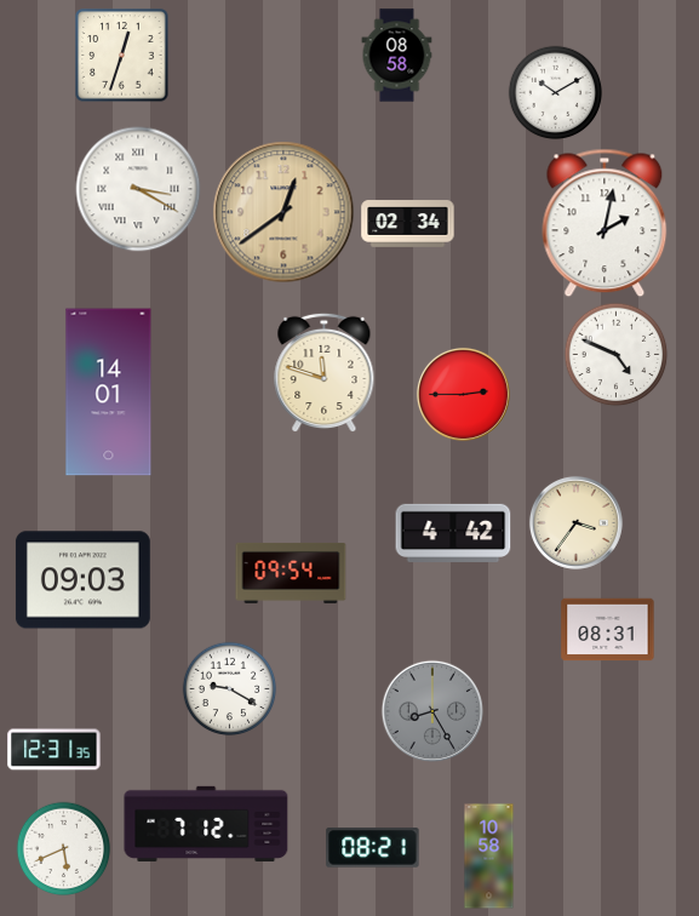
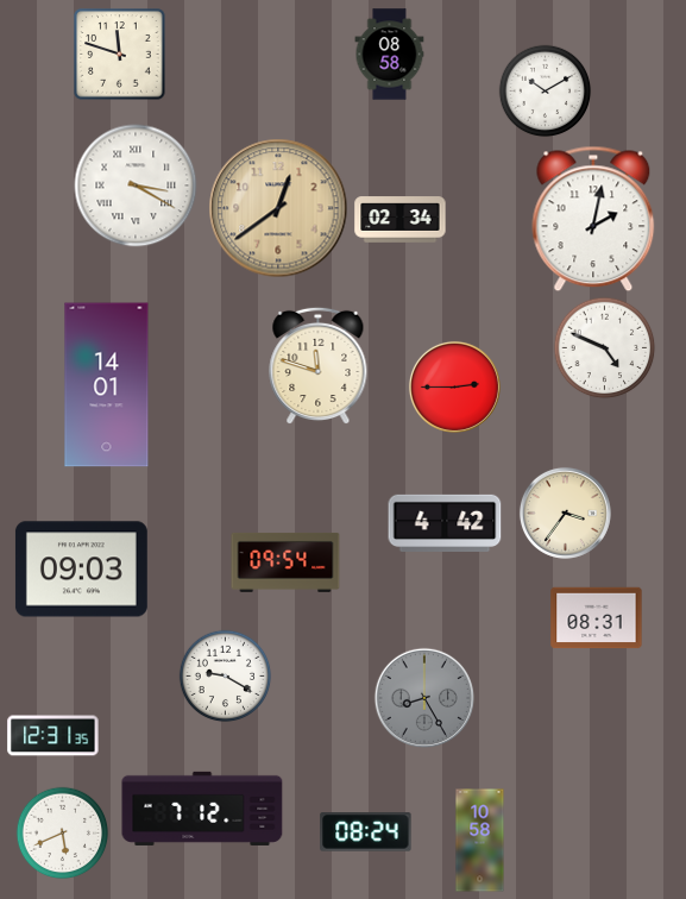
clock at (122, 56): 12:33 -> 11:48
clock at (373, 848): 08:21 -> 08:24
